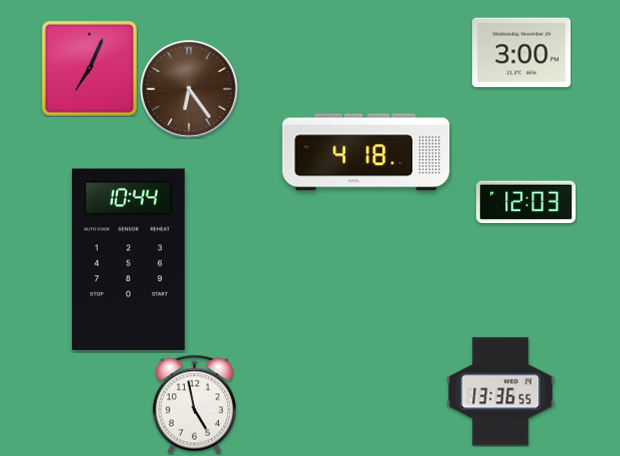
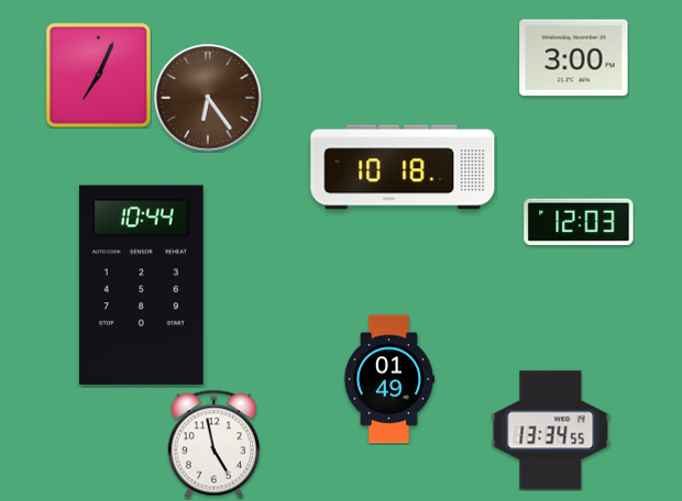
clock at (366, 152): 4:18 -> 10:18
clock at (389, 379): none -> 01:49
clock at (501, 392): 13:36 -> 13:34
